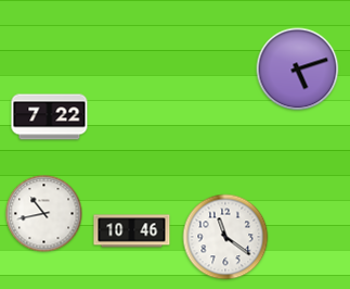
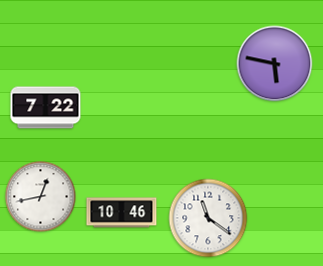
clock at (298, 70): 5:12 -> 5:47
clock at (44, 214): 10:43 -> 12:43
